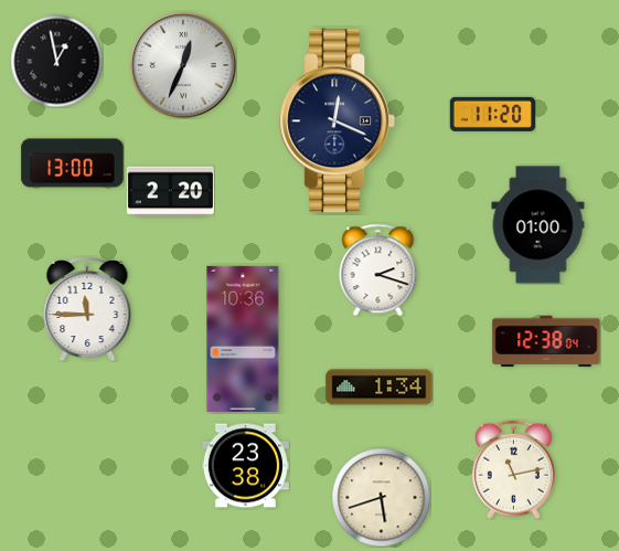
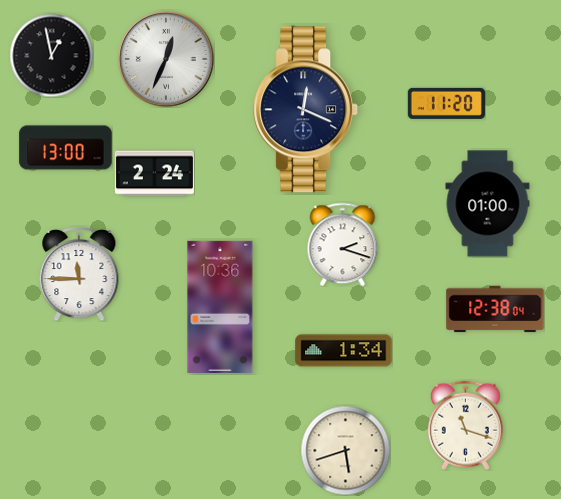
clock at (170, 192): 2:20 -> 2:24
clock at (87, 310) position: (87, 310) -> (79, 275)
clock at (245, 466): 23:38 -> none
clock at (513, 469): 11:13 -> 11:18
